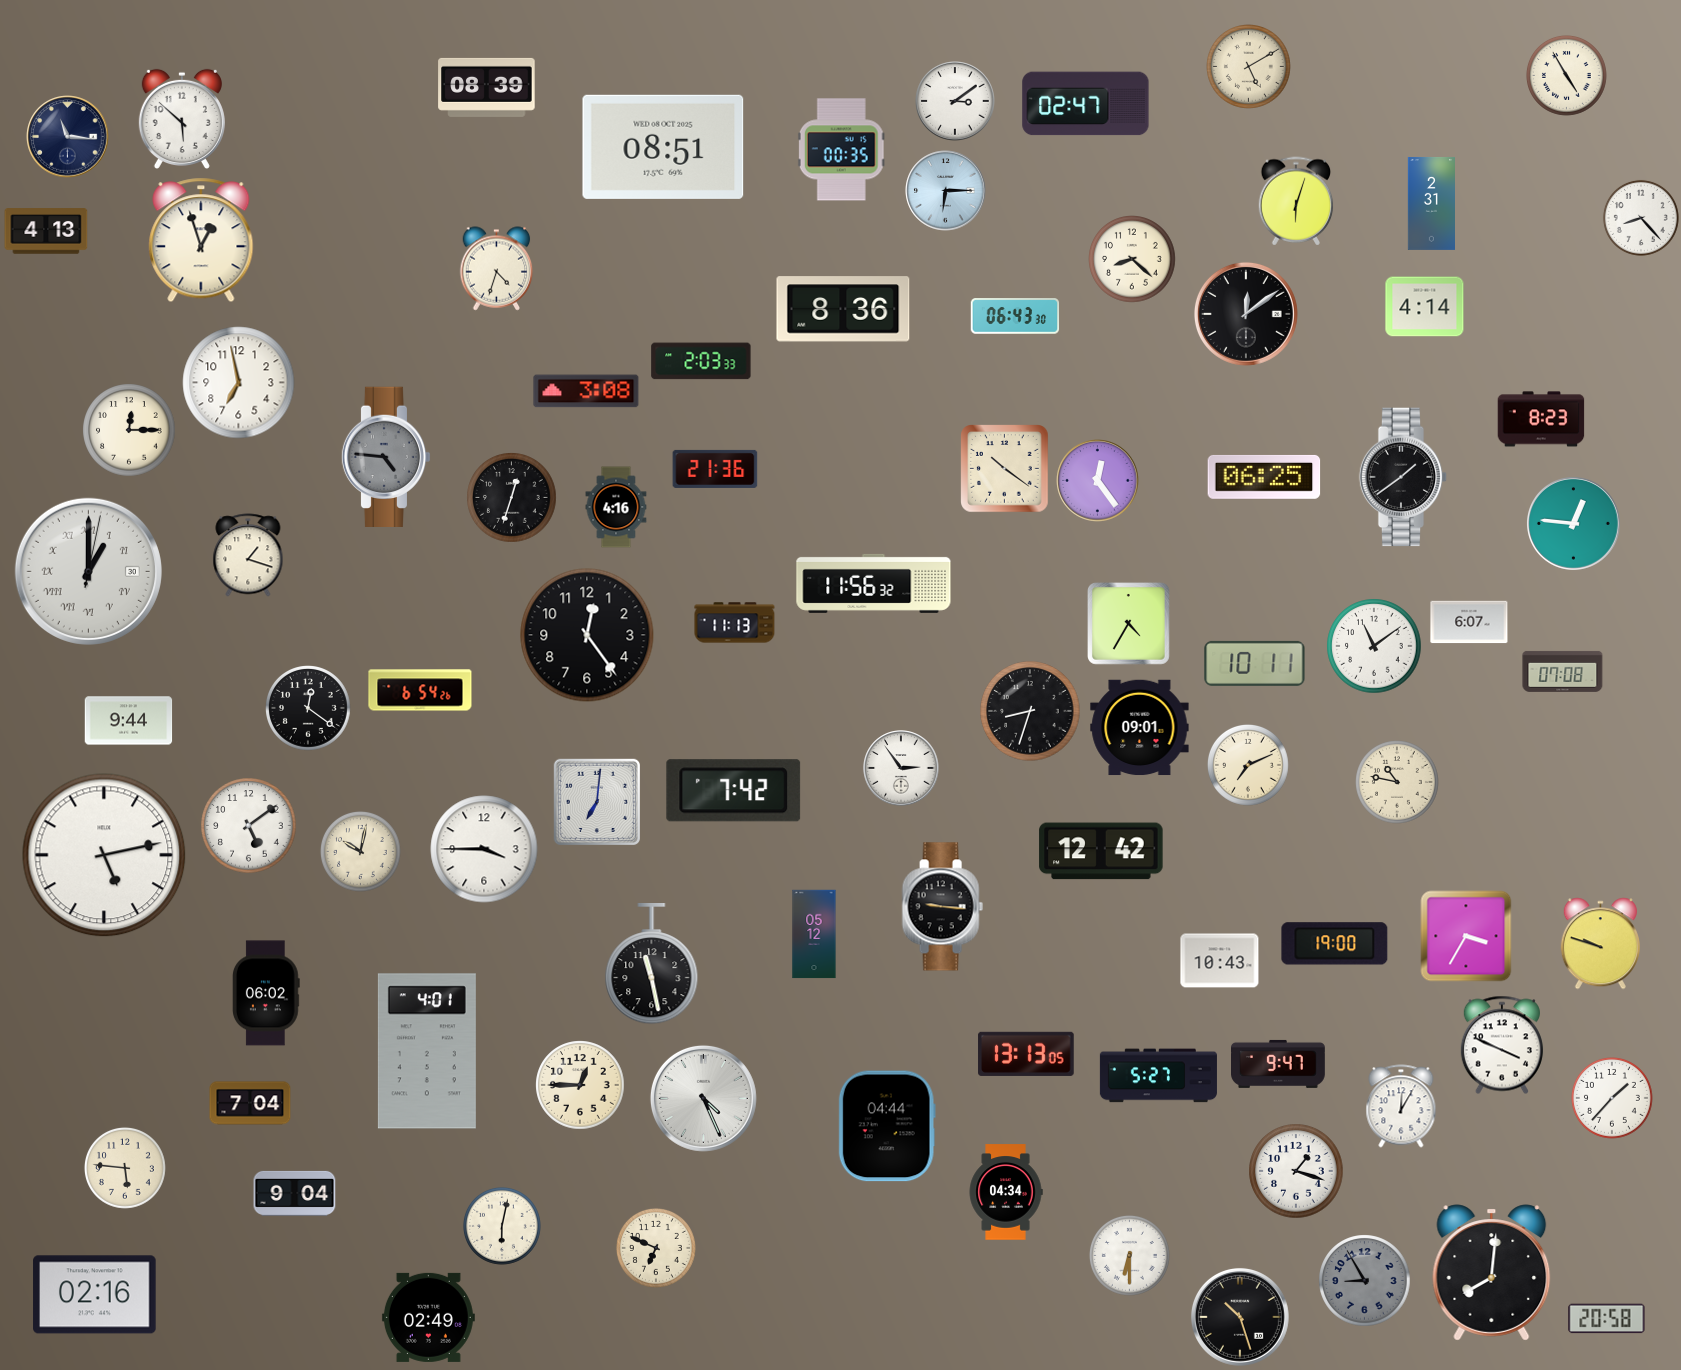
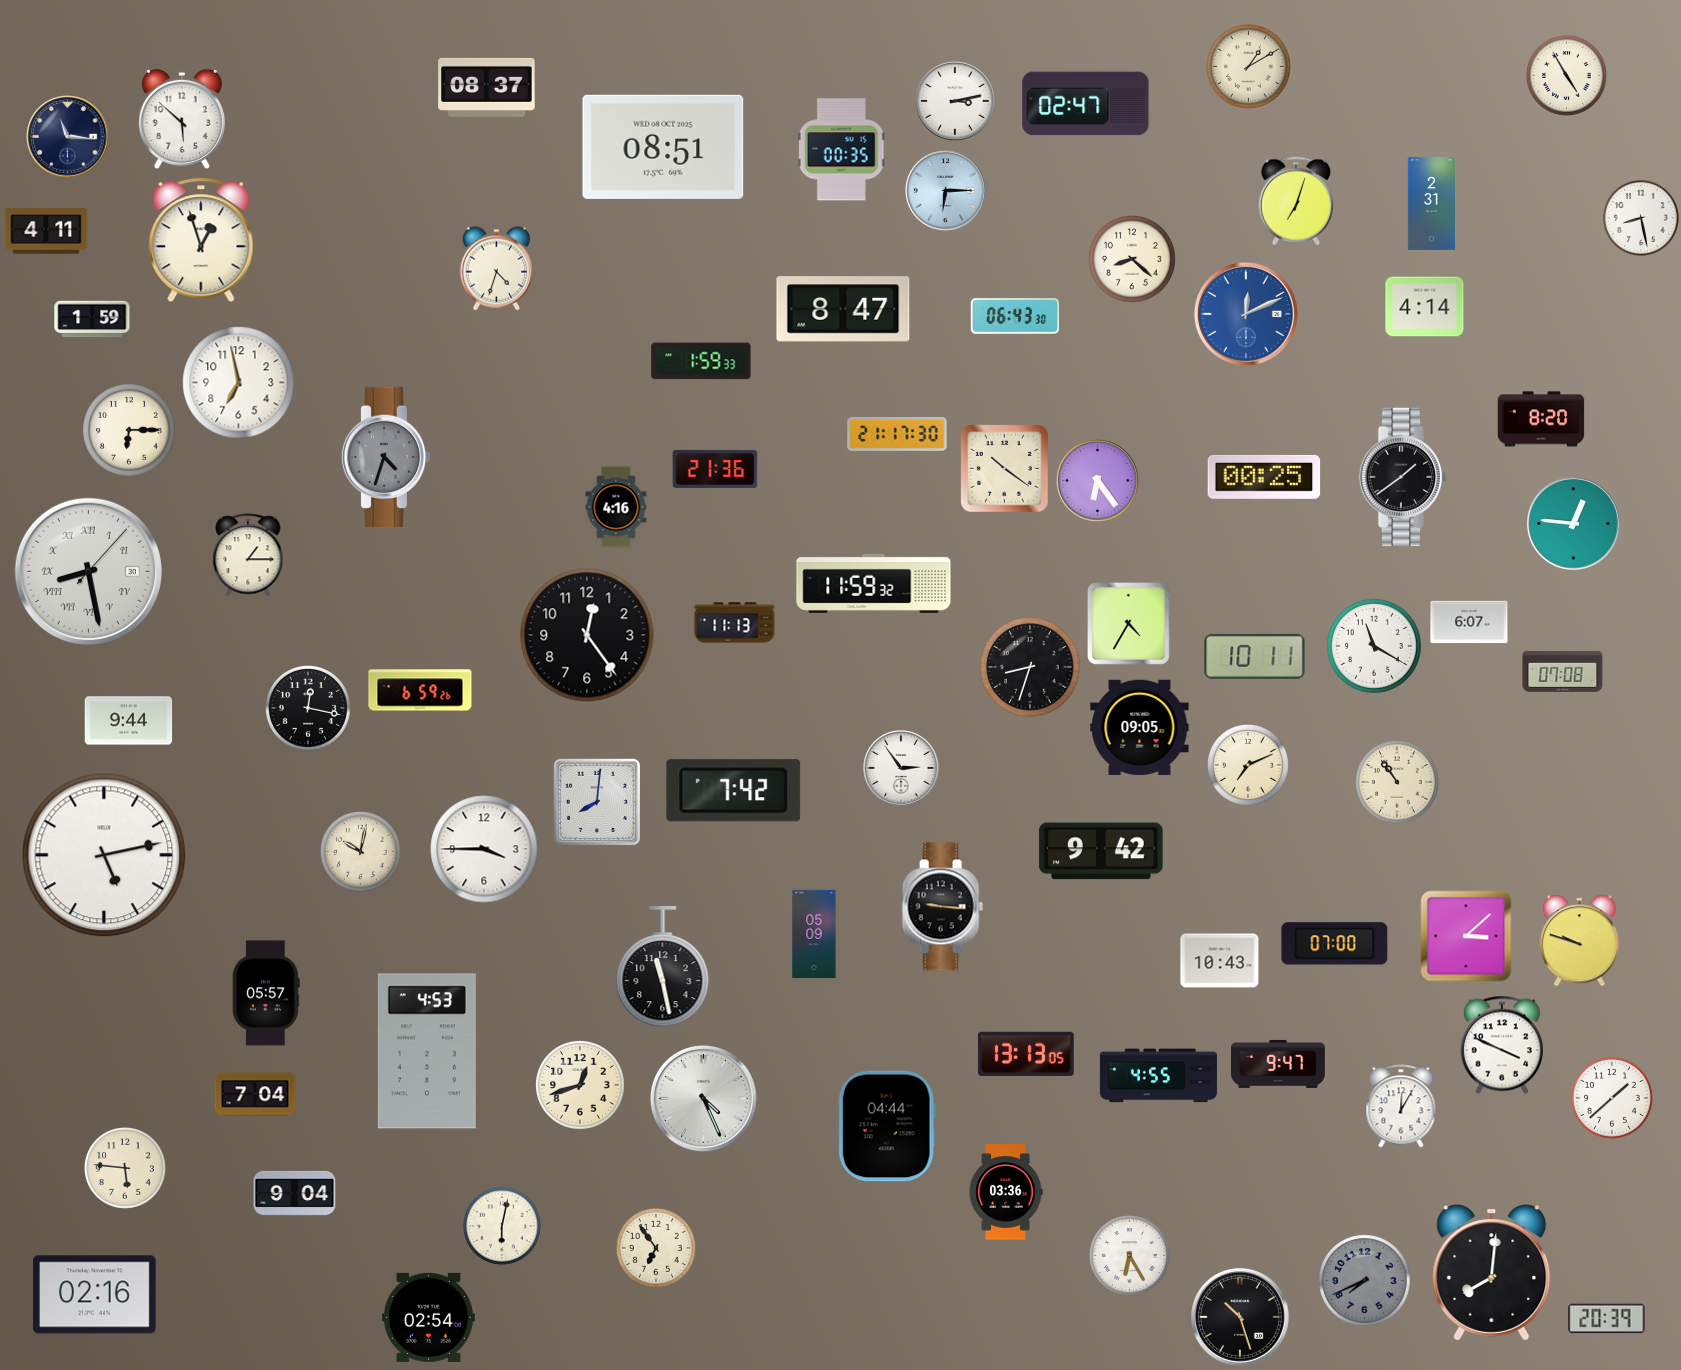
clock at (1249, 67): 5:10 -> 1:10
clock at (487, 87): 08:39 -> 08:37
clock at (955, 101): 3:09 -> 3:13
clock at (1296, 201): 6:03 -> 7:03
clock at (1641, 218): 8:23 -> 8:28
clock at (46, 231): 4:13 -> 4:11
clock at (843, 309): 8:36 -> 8:47
clock at (1246, 314): 12:09 -> 12:11
clock at (1246, 314) dial: black -> blue
clock at (92, 319): none -> 1:59
clock at (701, 361): 2:03 -> 1:59
clock at (586, 391): 3:08 -> none
clock at (1541, 419): 8:23 -> 8:20
clock at (129, 430): 12:15 -> 6:15
clock at (897, 435): none -> 21:17
clock at (386, 456): 4:46 -> 4:33
clock at (1264, 477): 06:25 -> 00:25
clock at (1098, 481): 12:24 -> 6:24
clock at (512, 498): 12:33 -> none
clock at (248, 555): 1:18 -> 1:15
clock at (88, 571): 1:00 -> 8:28
clock at (874, 583): 11:56 -> 11:59
clock at (1374, 646): 11:09 -> 11:20
clock at (1255, 663) position: (1255, 663) -> (1255, 656)
clock at (420, 690): 6:54 -> 6:59
clock at (309, 709): 12:21 -> 12:17
clock at (1030, 711) position: (1030, 711) -> (1030, 667)
clock at (1140, 728): 09:01 -> 09:05
clock at (1398, 783): 10:47 -> 10:54
clock at (596, 801): 7:01 -> 8:01
clock at (249, 826): 5:09 -> none
clock at (1101, 851): 12:42 -> 9:42
clock at (814, 934): 05:12 -> 05:09
clock at (1466, 936): 3:35 -> 3:08
clock at (1335, 944): 19:00 -> 07:00
clock at (1600, 944) position: (1600, 944) -> (1579, 941)
clock at (652, 964) position: (652, 964) -> (663, 967)
clock at (266, 993): 06:02 -> 05:57
clock at (427, 1051): 4:01 -> 4:53
clock at (1158, 1076): 5:27 -> 4:55
clock at (580, 1085): 12:45 -> 12:42
clock at (1612, 1098): 1:37 -> 1:38
clock at (250, 1103) position: (250, 1103) -> (255, 1094)
clock at (1296, 1171): 1:18 -> none
clock at (1006, 1192): 04:34 -> 03:36
clock at (656, 1248): 6:49 -> 6:54
clock at (1129, 1255): 6:30 -> 6:25
clock at (1365, 1281): 8:55 -> 7:41
clock at (428, 1317): 02:49 -> 02:54
clock at (1607, 1319): 20:58 -> 20:39
